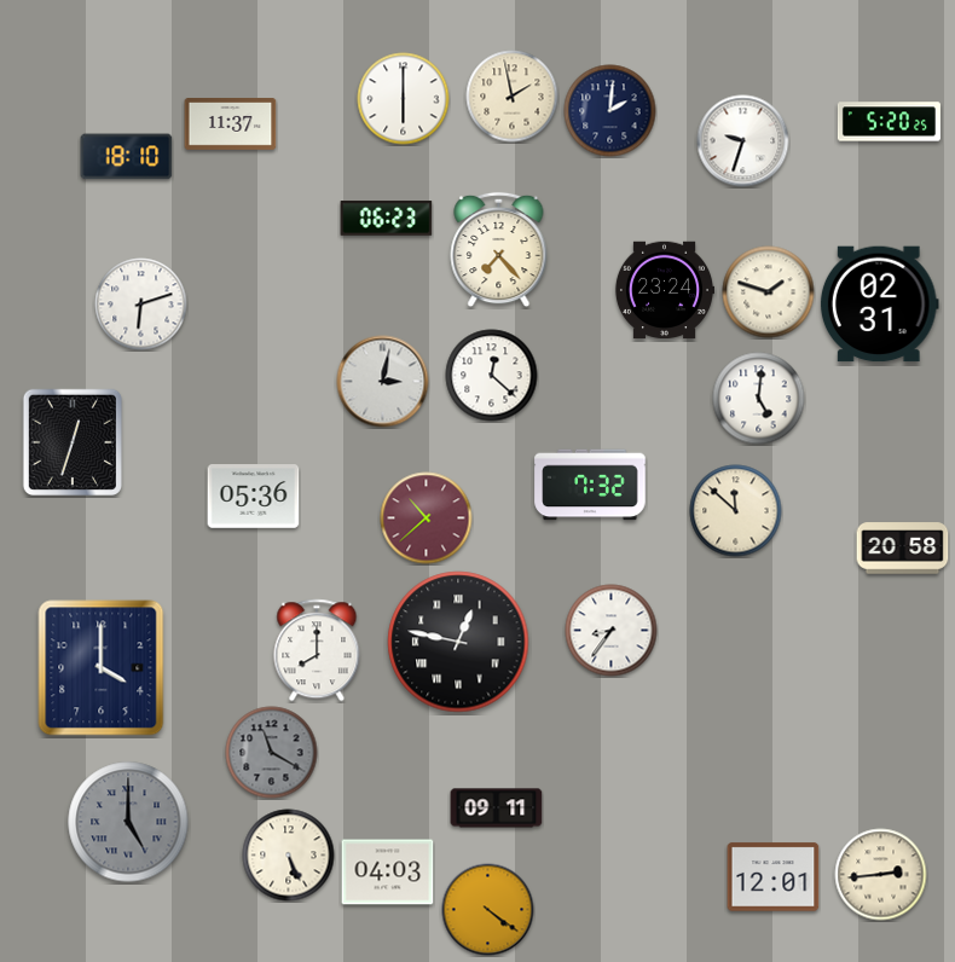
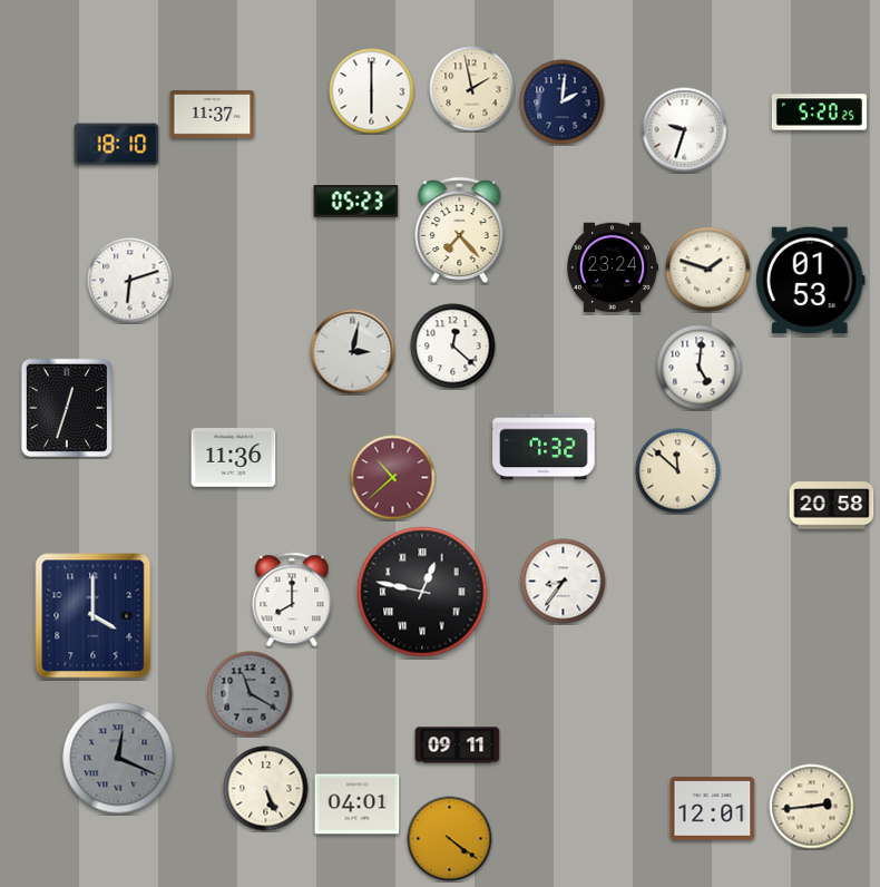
clock at (387, 219): 06:23 -> 05:23
clock at (879, 305): 02:31 -> 01:53
clock at (254, 497): 05:36 -> 11:36
clock at (128, 822): 5:00 -> 12:19
clock at (388, 873): 04:03 -> 04:01
